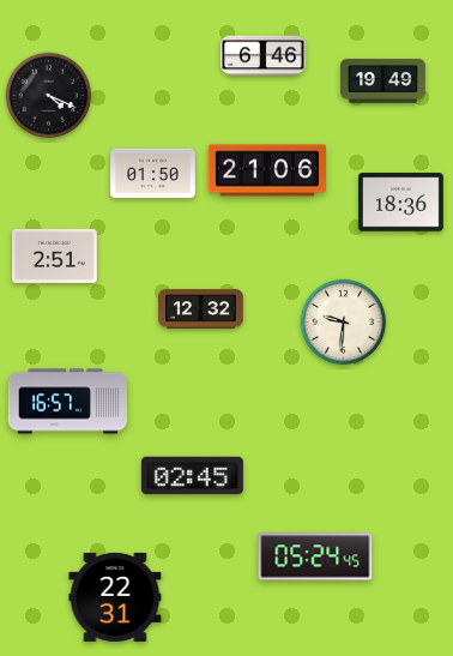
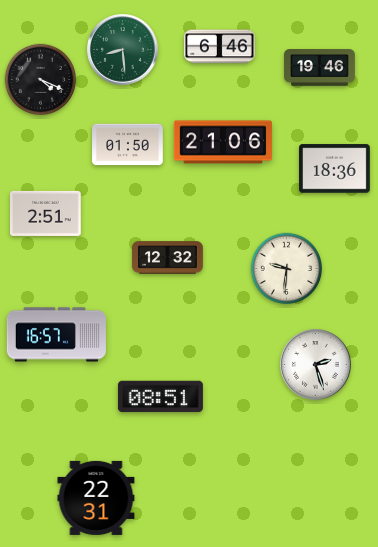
clock at (123, 50): none -> 8:29
clock at (383, 82): 19:49 -> 19:46
clock at (316, 365): none -> 2:27
clock at (192, 476): 02:45 -> 08:51
clock at (315, 556): 05:24 -> none
